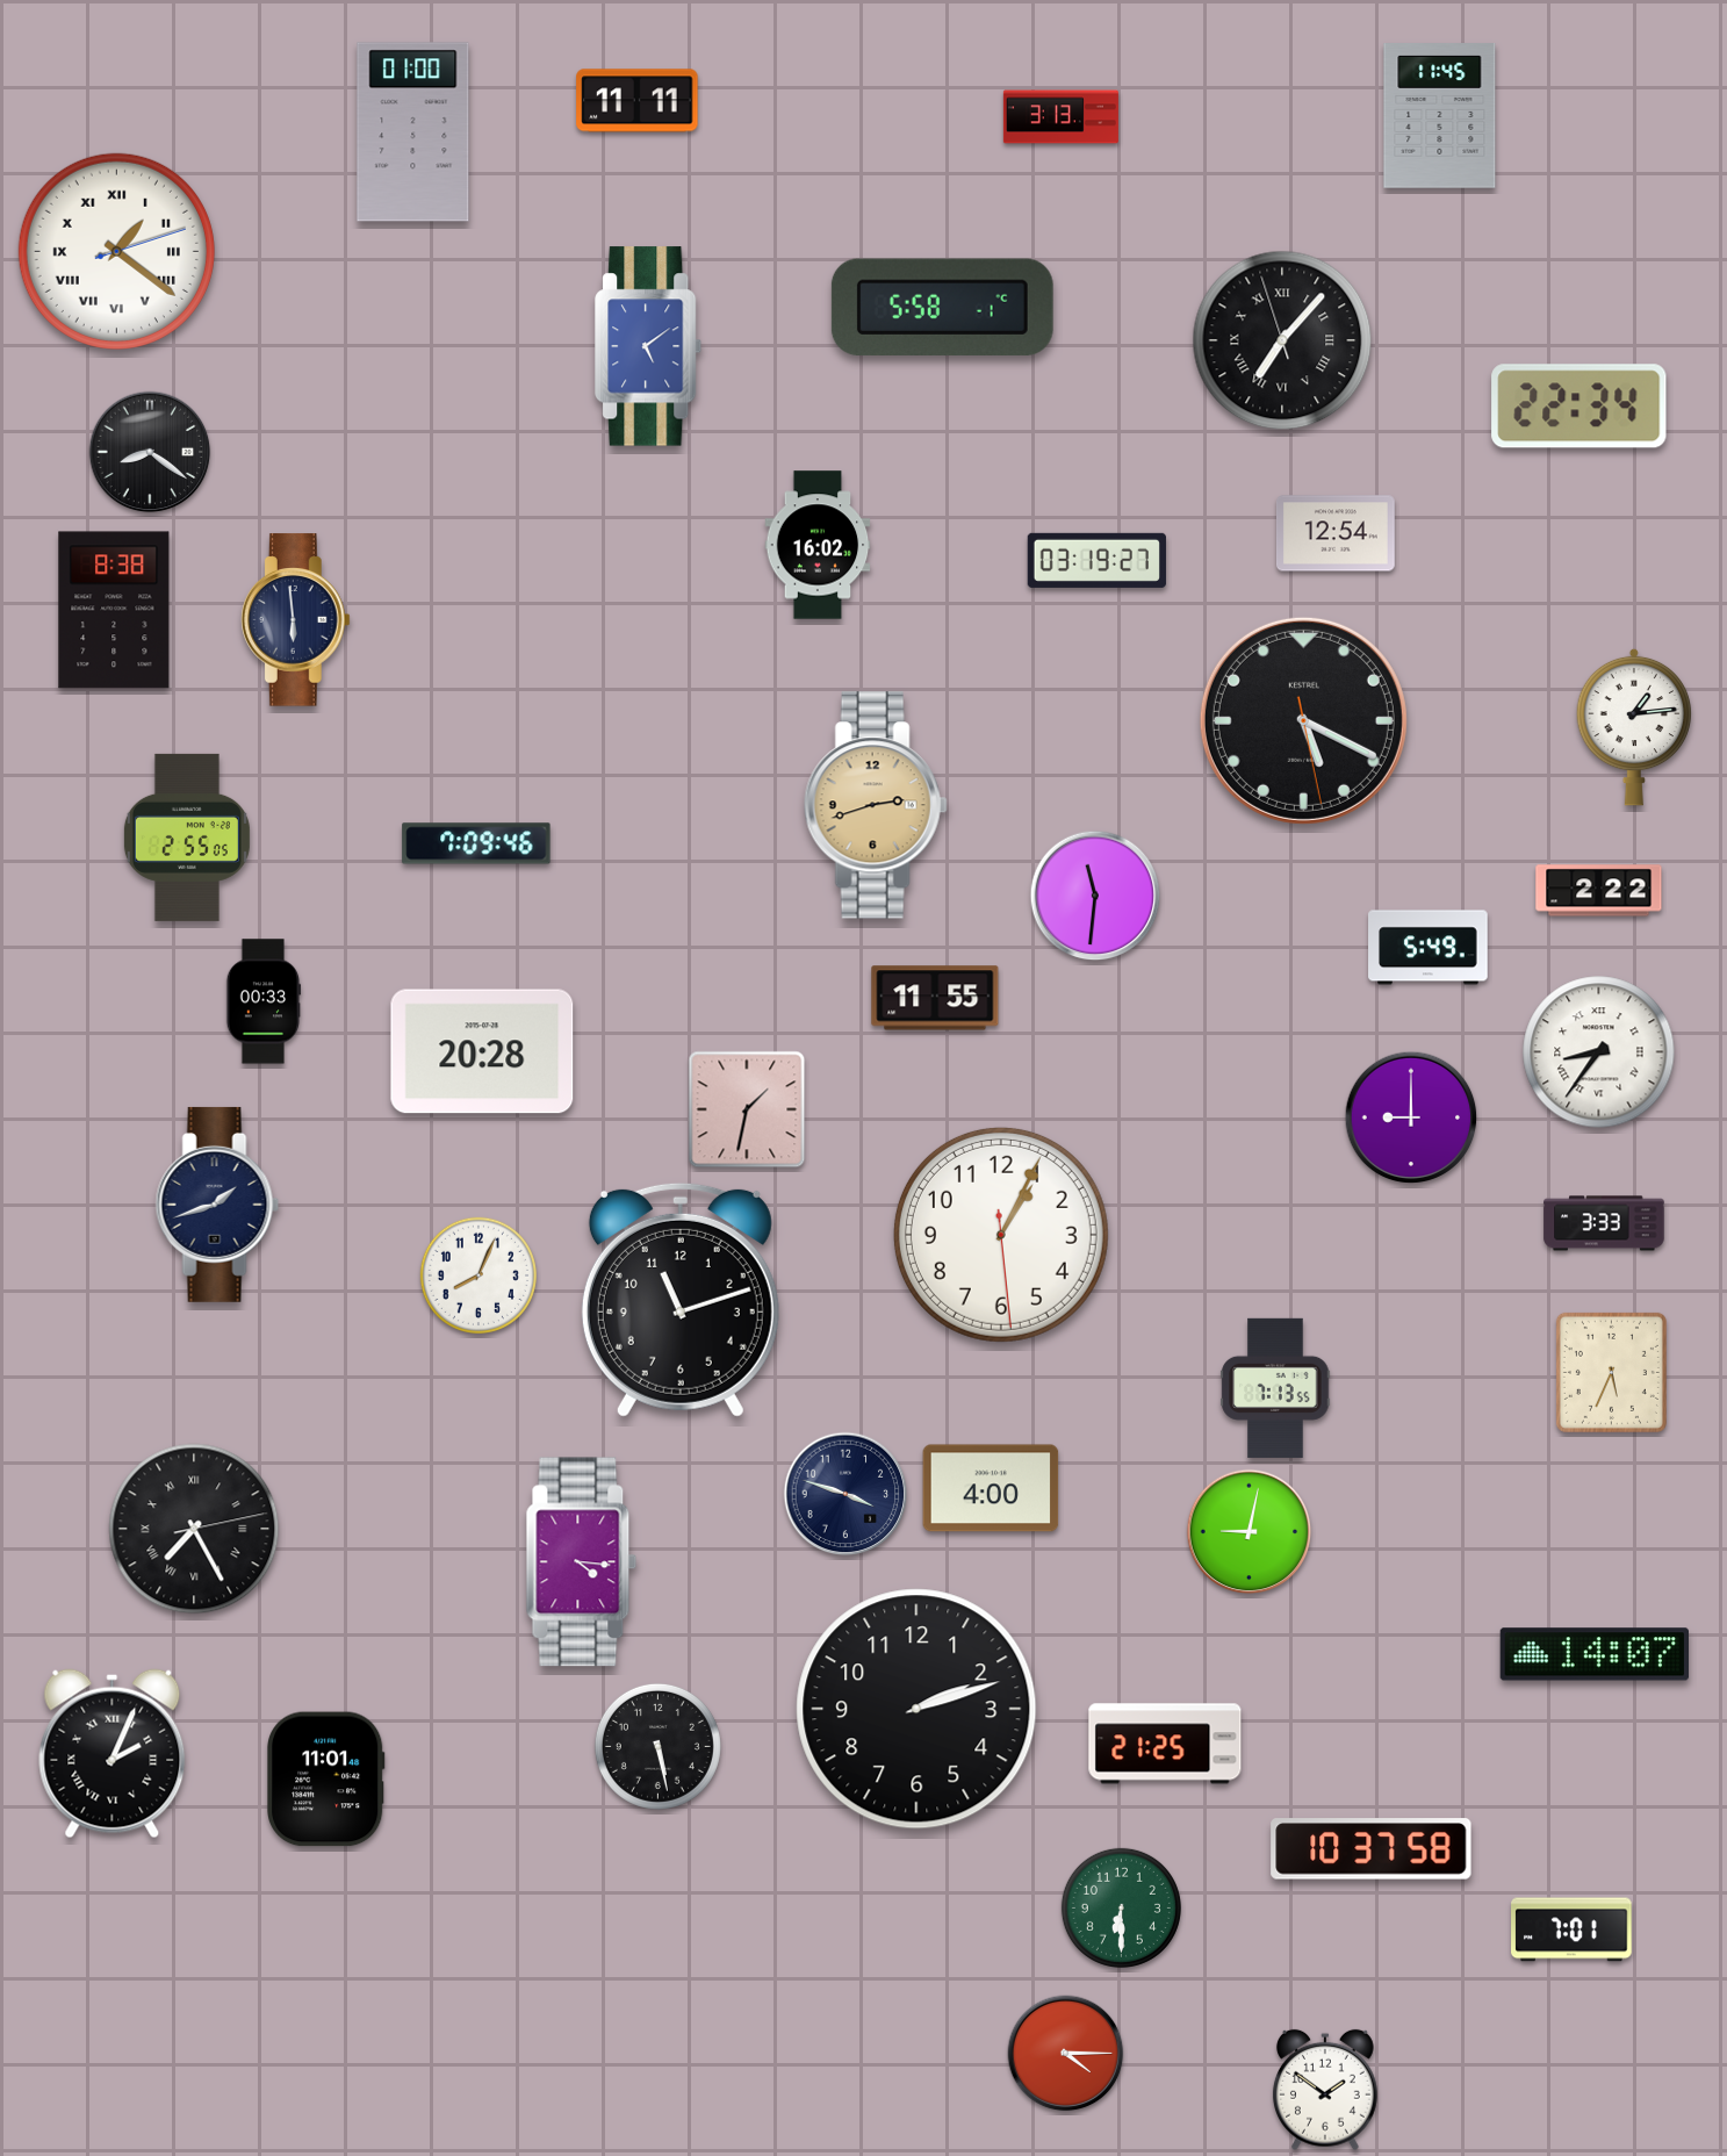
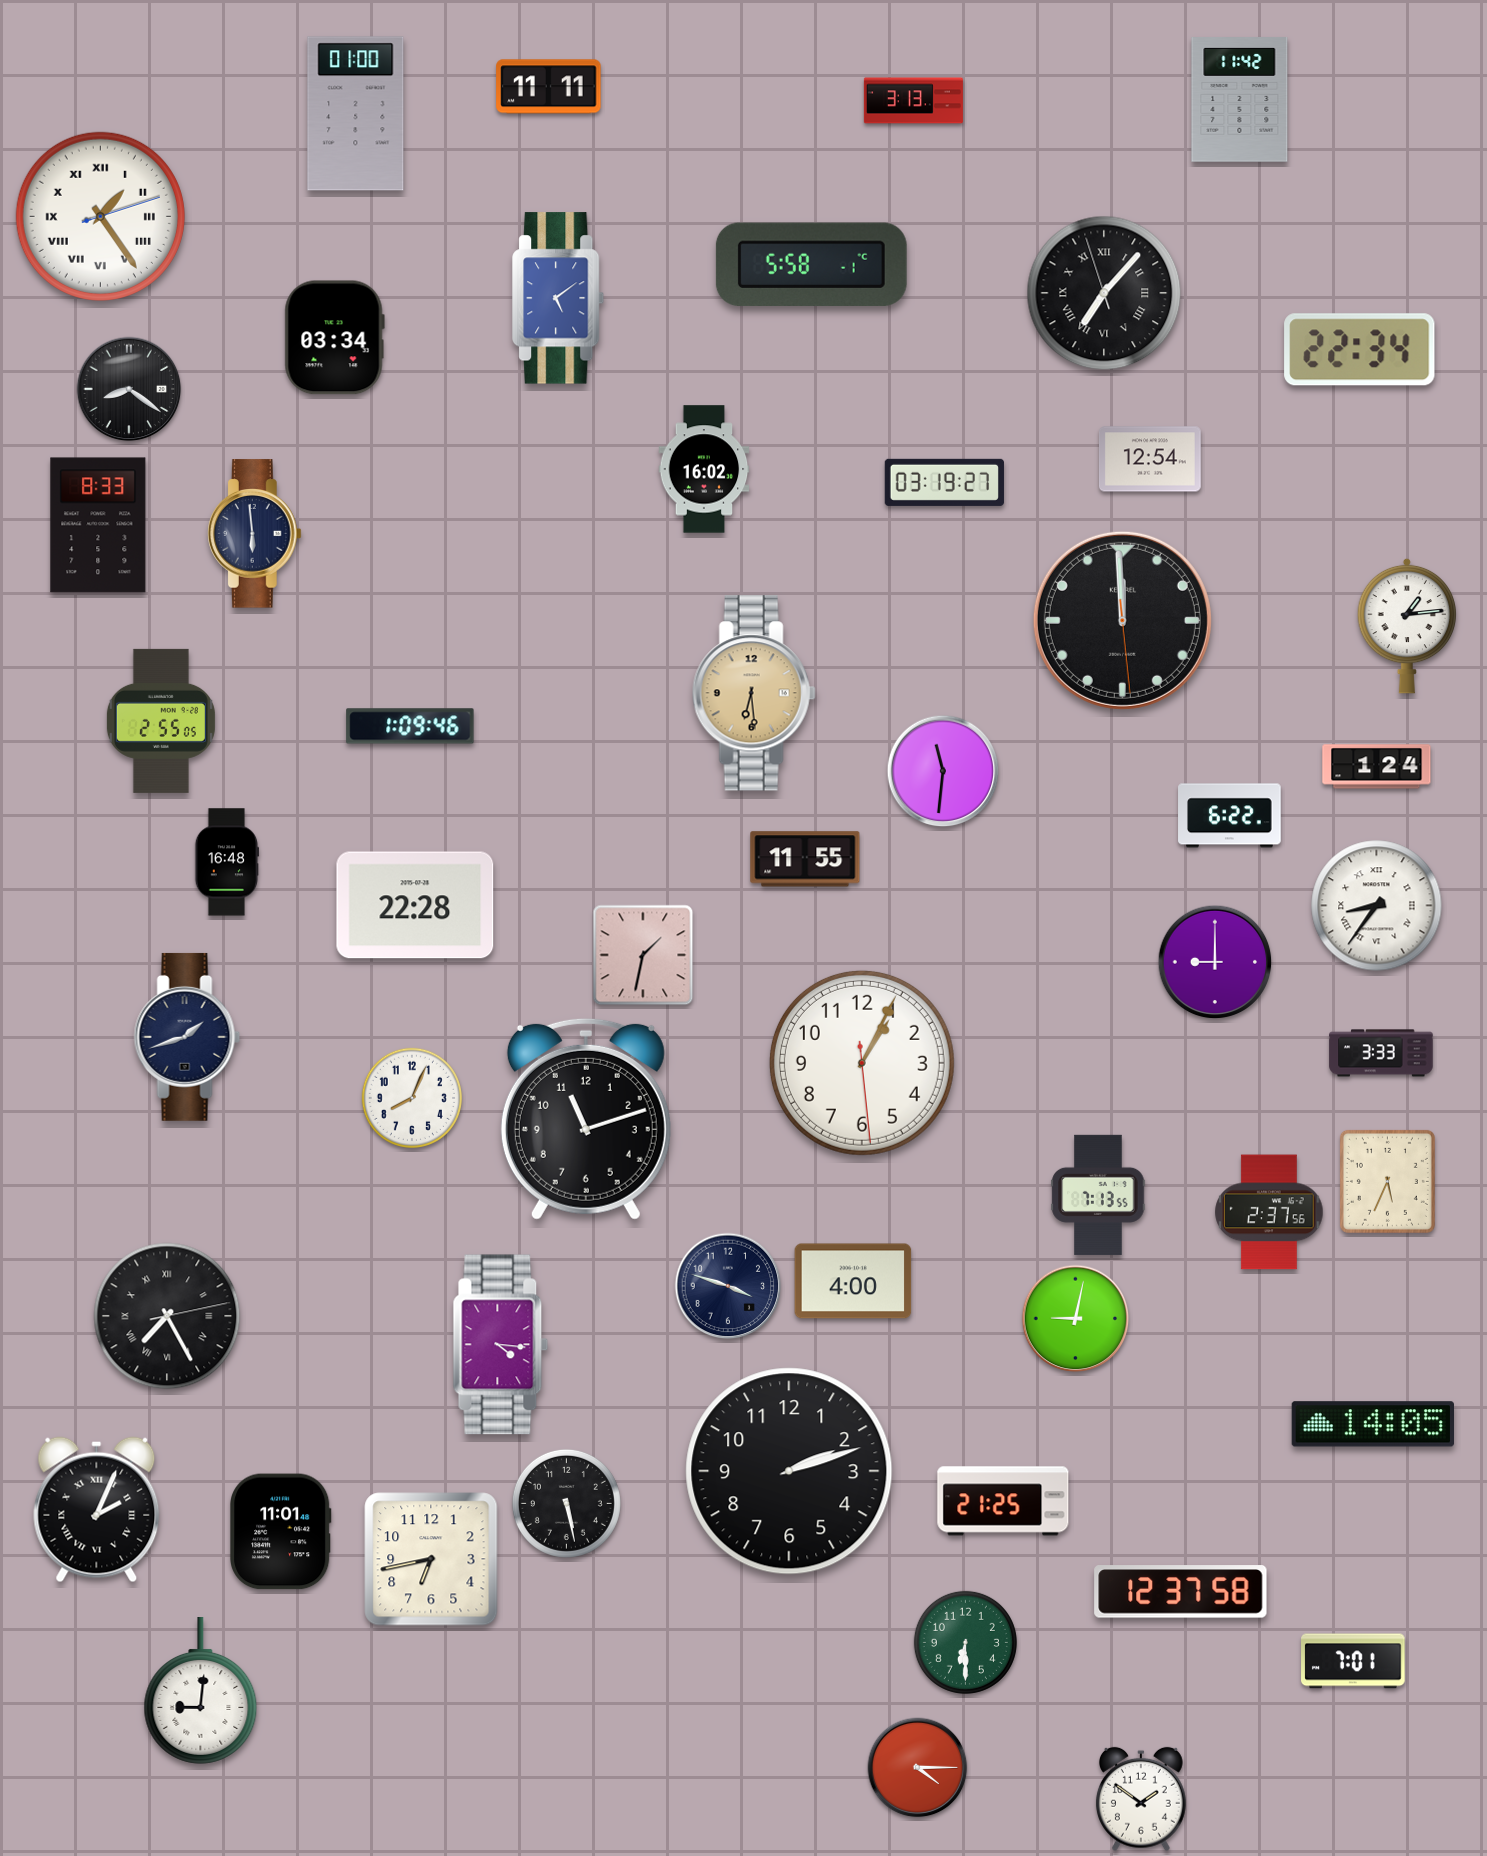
clock at (1440, 116): 11:45 -> 11:42
clock at (116, 251): 1:21 -> 1:24
clock at (334, 338): none -> 03:34
clock at (114, 610): 8:38 -> 8:33
clock at (1303, 720): 5:19 -> 11:59
clock at (876, 805): 2:42 -> 6:29
clock at (476, 843): 7:09 -> 1:09
clock at (1599, 891): 2:22 -> 1:24
clock at (1429, 948): 5:49 -> 6:22
clock at (262, 1001): 00:33 -> 16:48
clock at (482, 1051): 20:28 -> 22:28
clock at (1269, 1212): none -> 2:37
clock at (1593, 1654): 14:07 -> 14:05
clock at (431, 1559): none -> 6:43
clock at (1372, 1849): 10:37 -> 12:37
clock at (201, 1691): none -> 9:01
